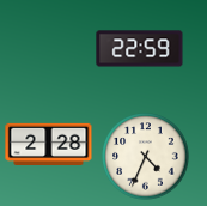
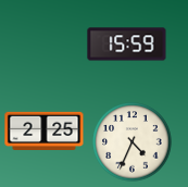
clock at (140, 49): 22:59 -> 15:59
clock at (49, 145): 2:28 -> 2:25
